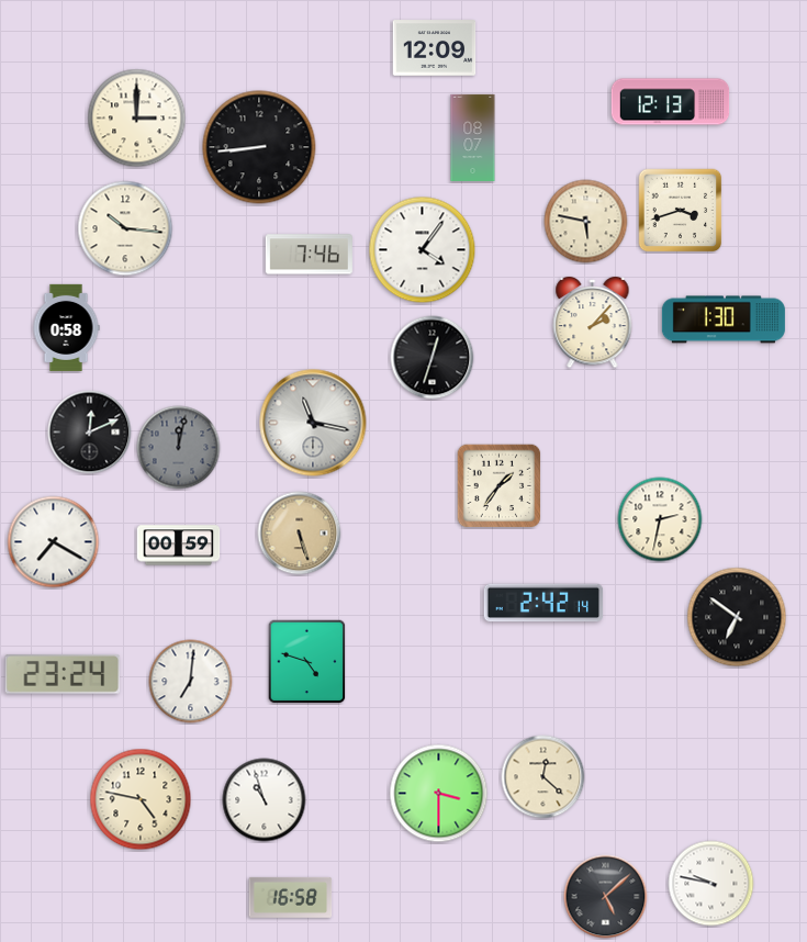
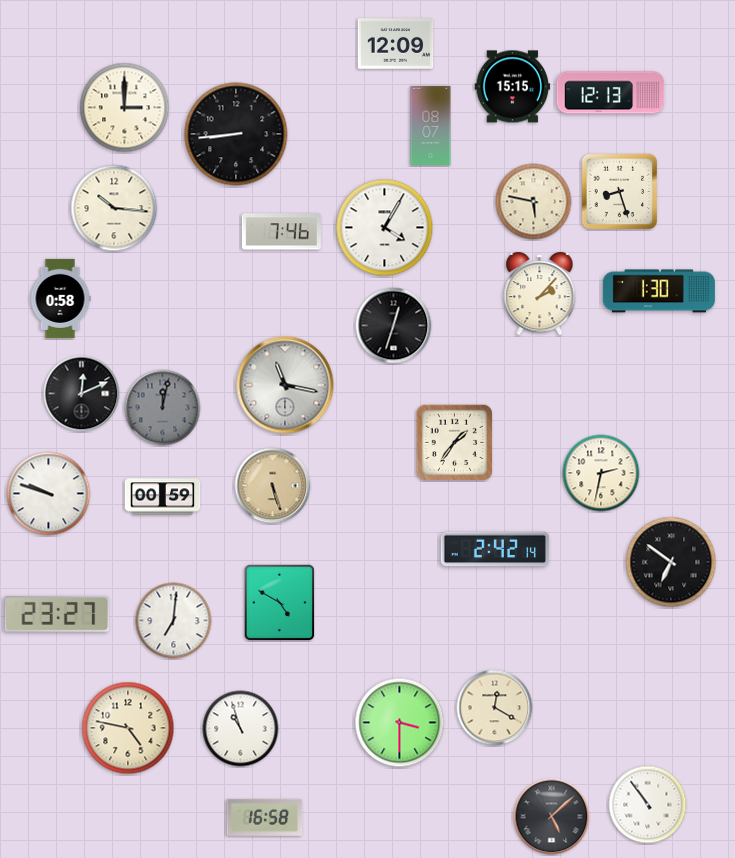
clock at (513, 87): none -> 15:15
clock at (680, 211): 3:42 -> 8:27
clock at (423, 250): 4:06 -> 4:05
clock at (54, 542): 7:20 -> 9:48
clock at (307, 662): 4:48 -> 4:50
clock at (63, 674): 23:24 -> 23:27
clock at (543, 777): 12:22 -> 12:20
clock at (711, 884): 9:47 -> 10:54
